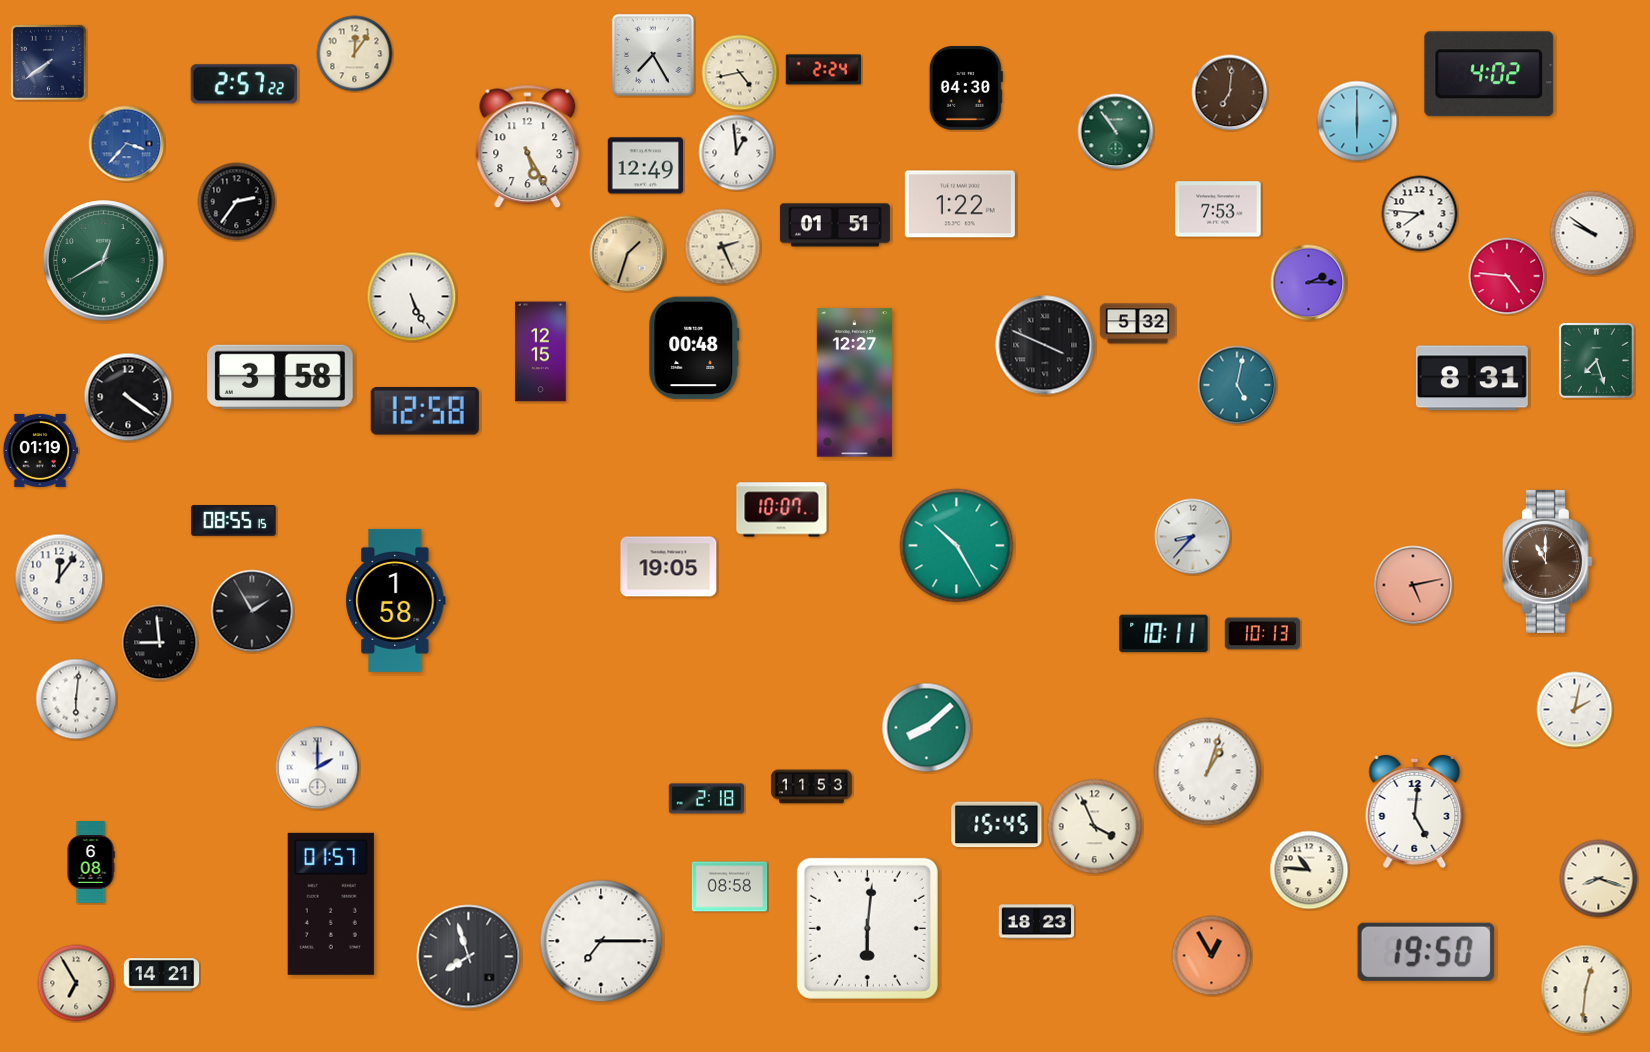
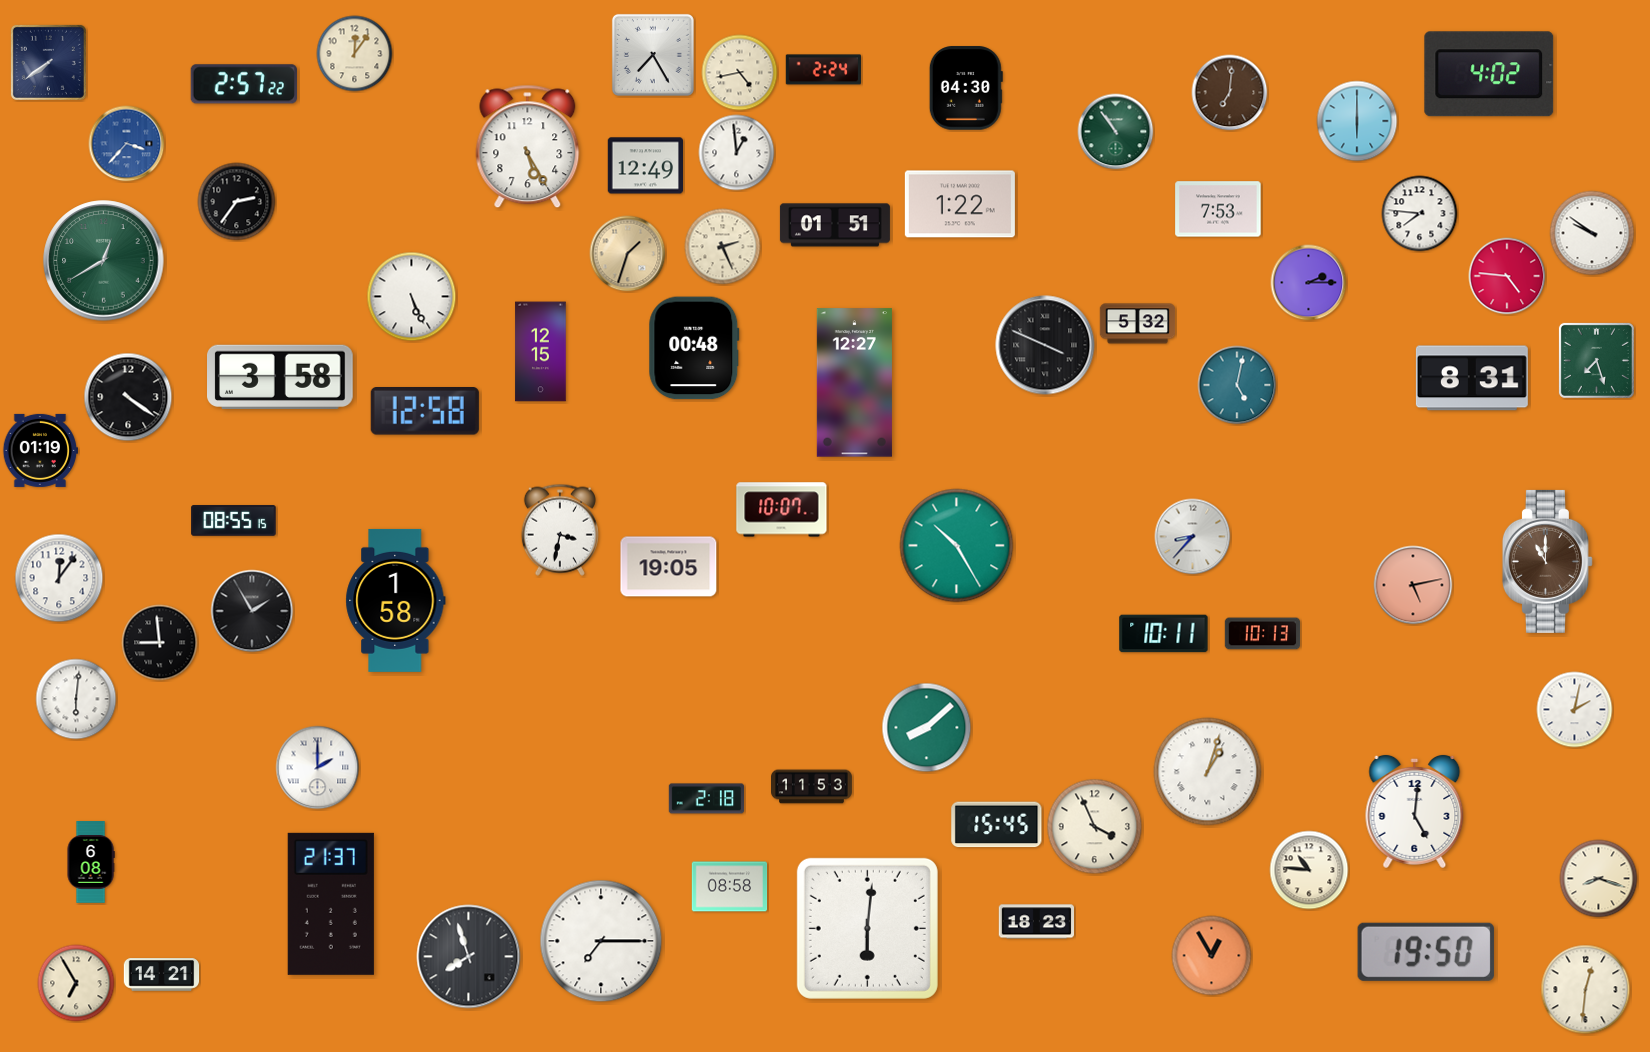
clock at (560, 530): none -> 3:32
clock at (331, 904): 01:57 -> 21:37
